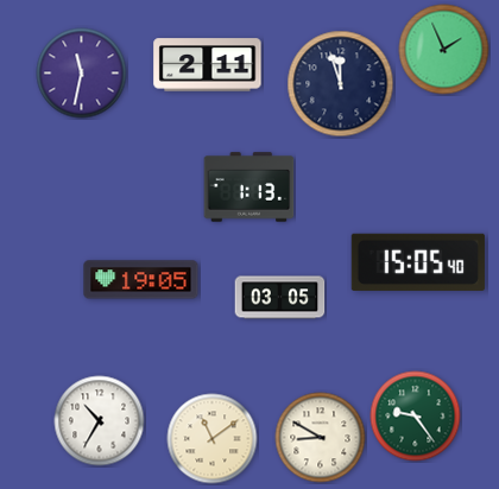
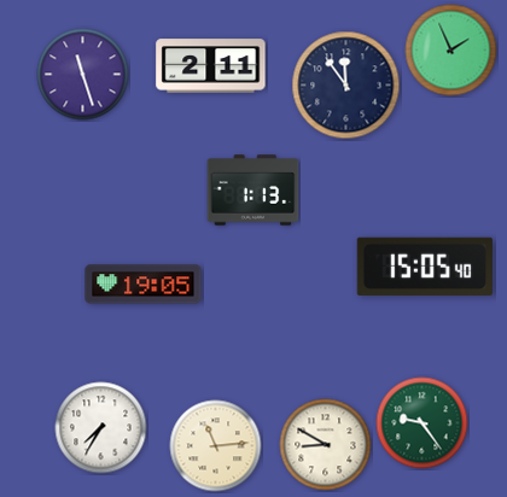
clock at (82, 74): 11:32 -> 11:27
clock at (341, 84): 11:57 -> 11:54
clock at (280, 298): 03:05 -> none
clock at (100, 421): 10:35 -> 7:35
clock at (213, 439): 11:09 -> 11:14
